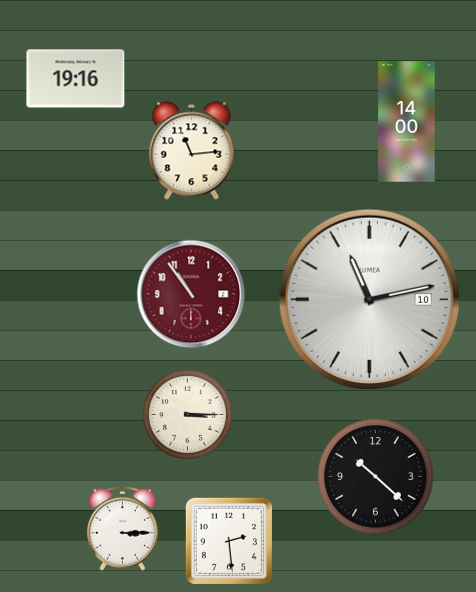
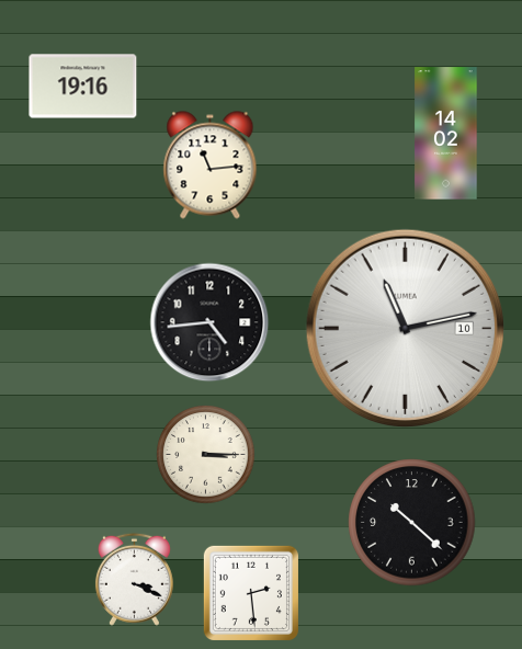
clock at (407, 122): 14:00 -> 14:02
clock at (191, 294): 10:54 -> 4:44
clock at (191, 294) dial: burgundy -> black
clock at (122, 528): 3:15 -> 3:19
